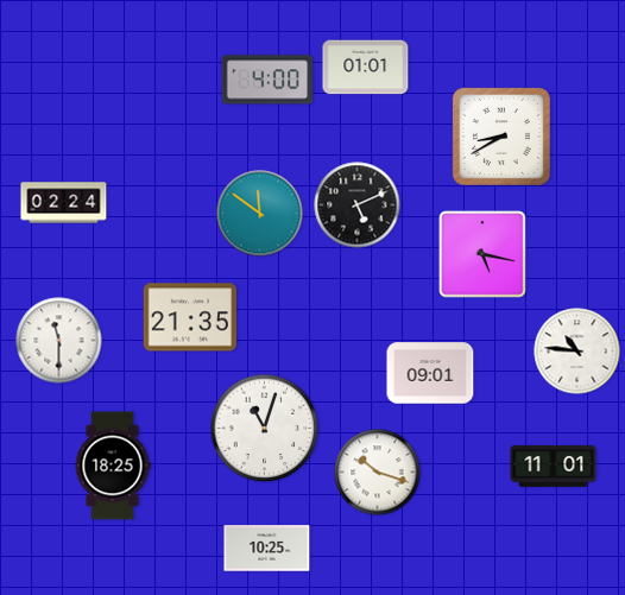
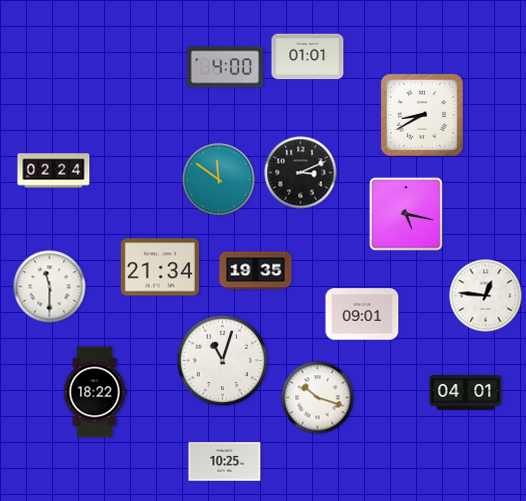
clock at (358, 205): 5:11 -> 3:11
clock at (189, 317): 21:35 -> 21:34
clock at (256, 271): none -> 19:35
clock at (577, 352): 10:46 -> 12:46
clock at (113, 466): 18:25 -> 18:22
clock at (554, 466): 11:01 -> 04:01
